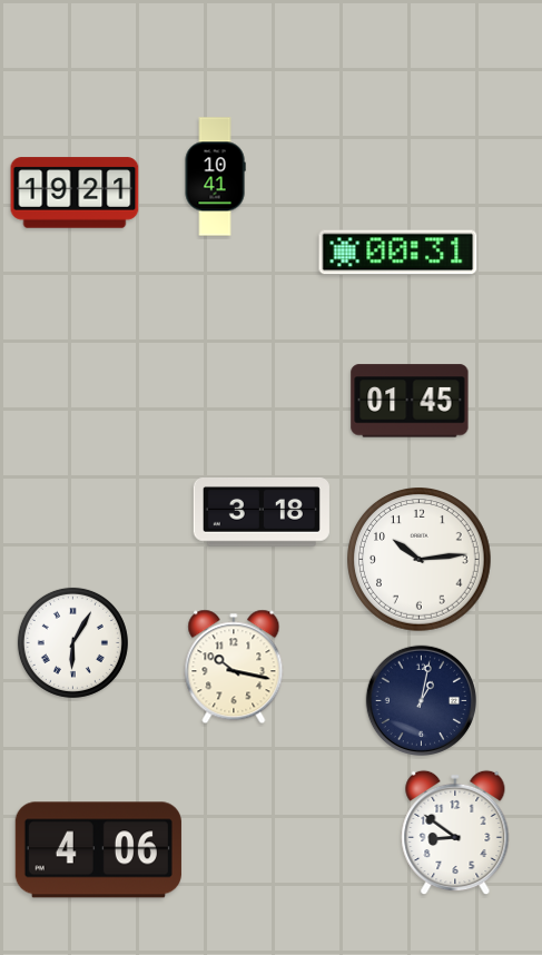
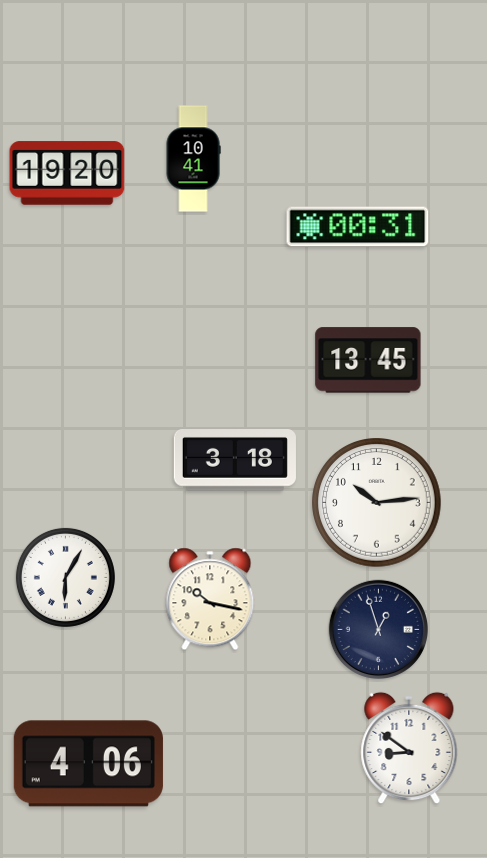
clock at (75, 193): 19:21 -> 19:20
clock at (410, 401): 01:45 -> 13:45
clock at (421, 700): 1:02 -> 12:57
